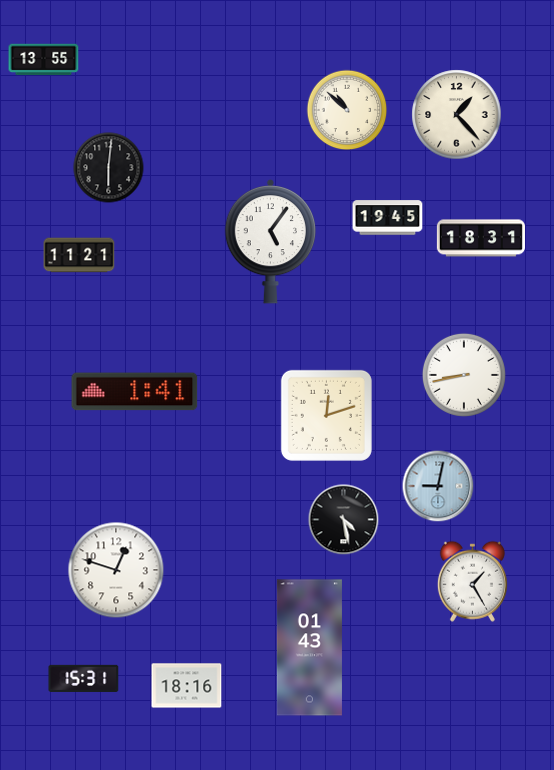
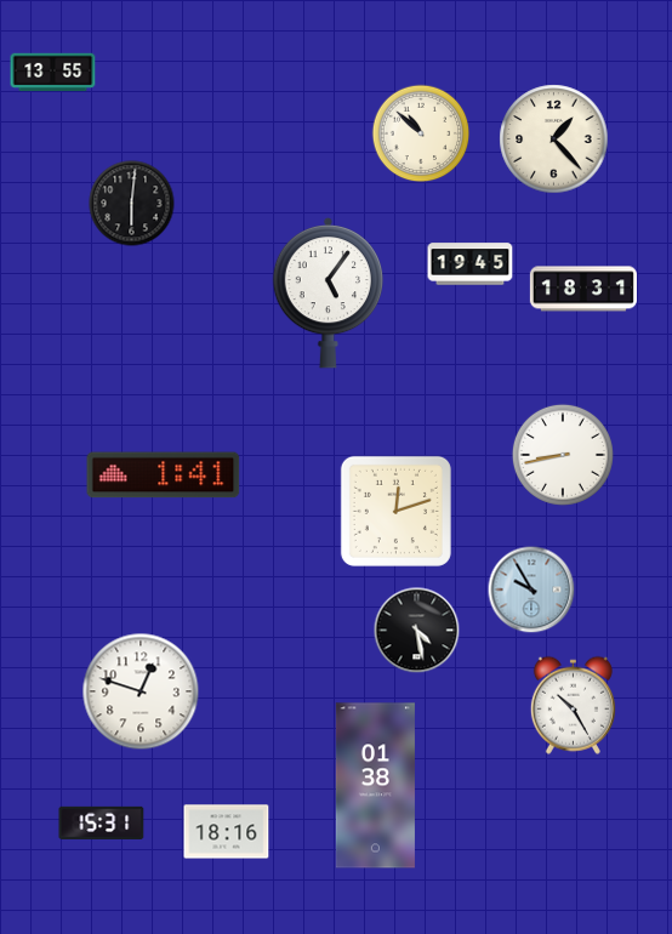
clock at (79, 255): 11:21 -> none
clock at (326, 415) position: (326, 415) -> (395, 511)
clock at (438, 486): 9:02 -> 9:55
clock at (472, 581): 1:25 -> 10:25
clock at (309, 648): 01:43 -> 01:38
